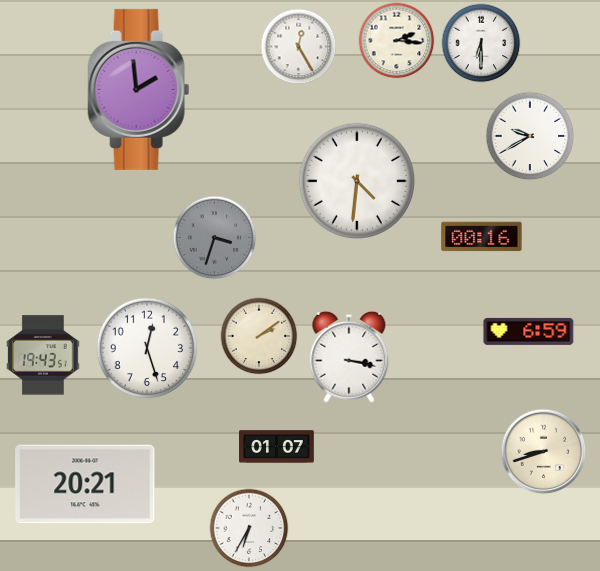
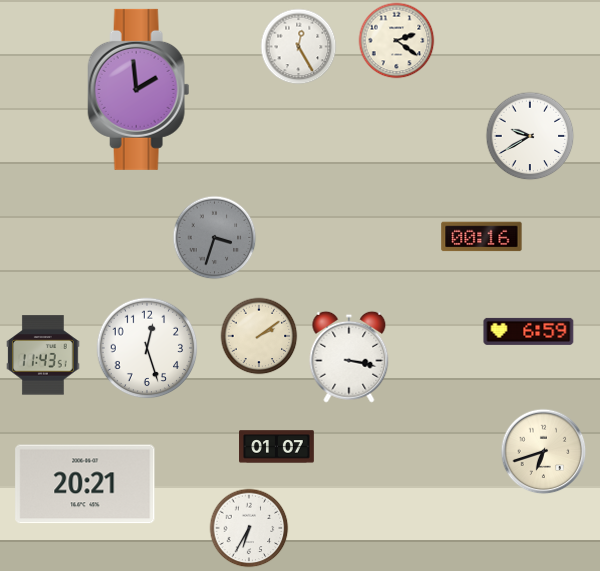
clock at (397, 41): 2:16 -> 2:21
clock at (481, 43): 6:30 -> none
clock at (356, 180): 4:31 -> none
clock at (43, 355): 19:43 -> 11:43
clock at (544, 452): 8:42 -> 6:42
